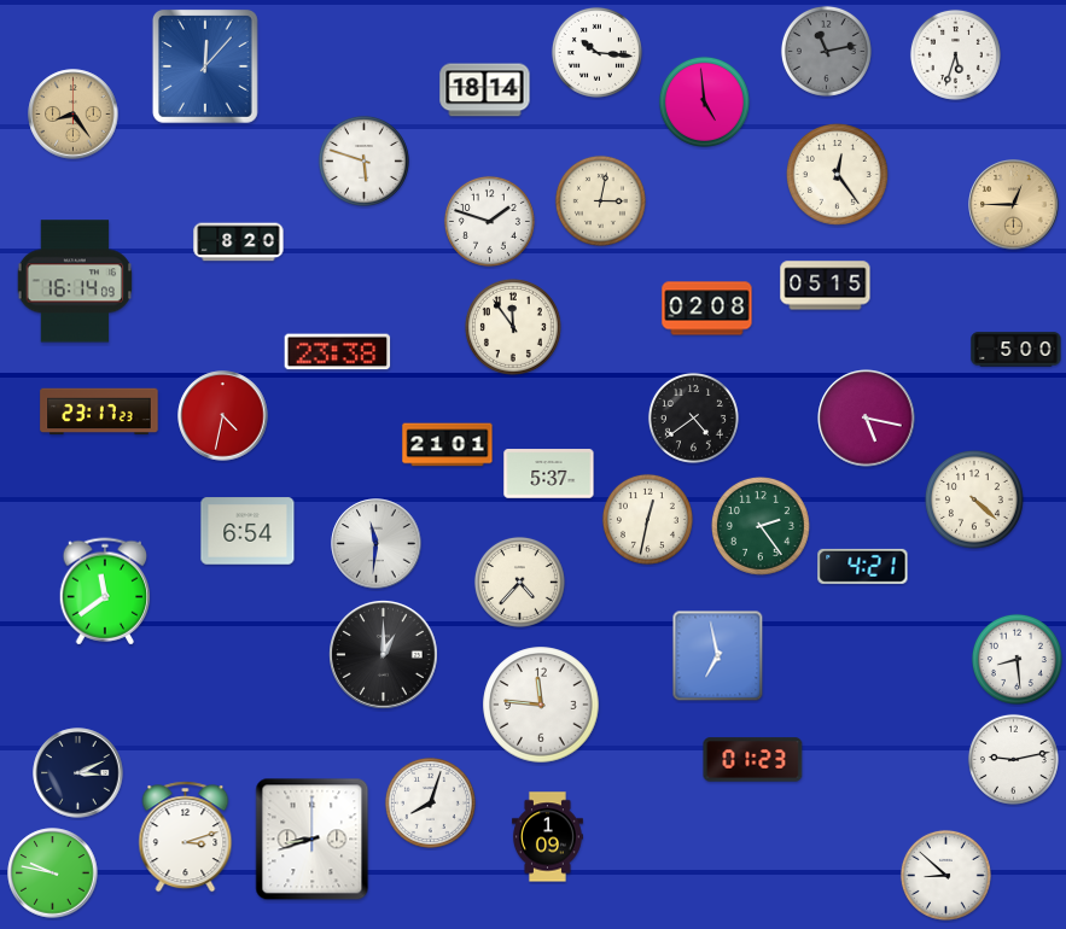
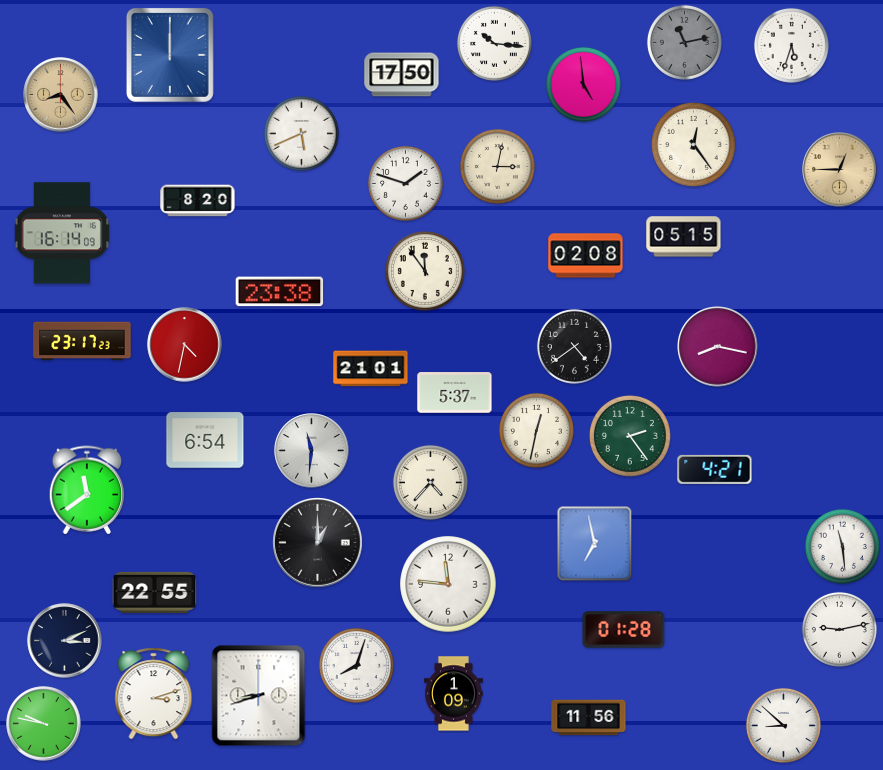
clock at (205, 66): 12:07 -> 12:00
clock at (485, 90): 18:14 -> 17:50
clock at (363, 160): 5:48 -> 5:41
clock at (1017, 350): 5:00 -> none
clock at (867, 419): 5:17 -> 8:17
clock at (974, 499): 4:22 -> none
clock at (1017, 659): 8:29 -> 11:29
clock at (155, 592): none -> 22:55
clock at (753, 760): 01:23 -> 01:28
clock at (589, 718): none -> 11:56
